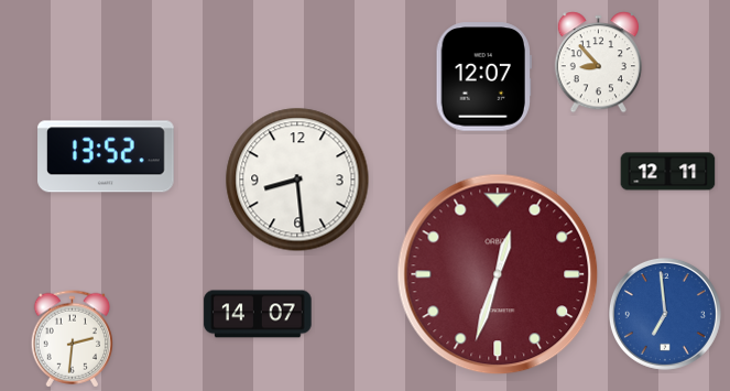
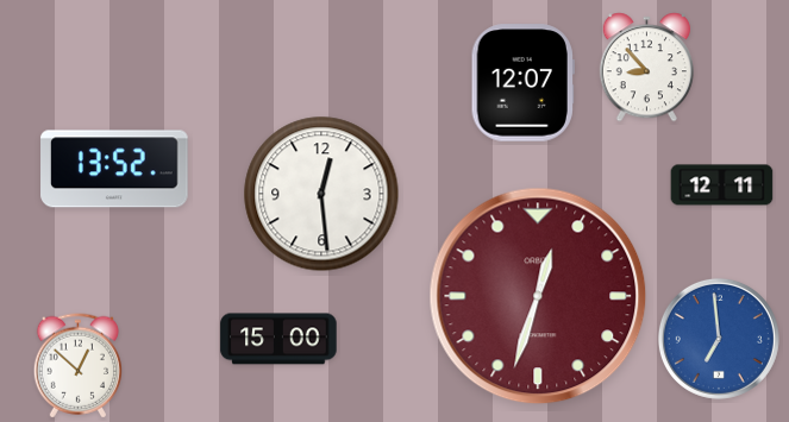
clock at (297, 180): 8:29 -> 12:29
clock at (258, 314): 14:07 -> 15:00
clock at (72, 339): 2:31 -> 12:52
